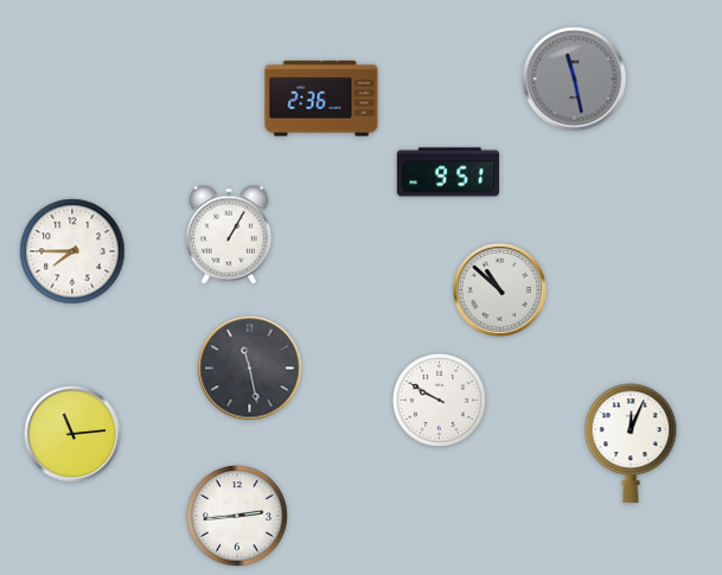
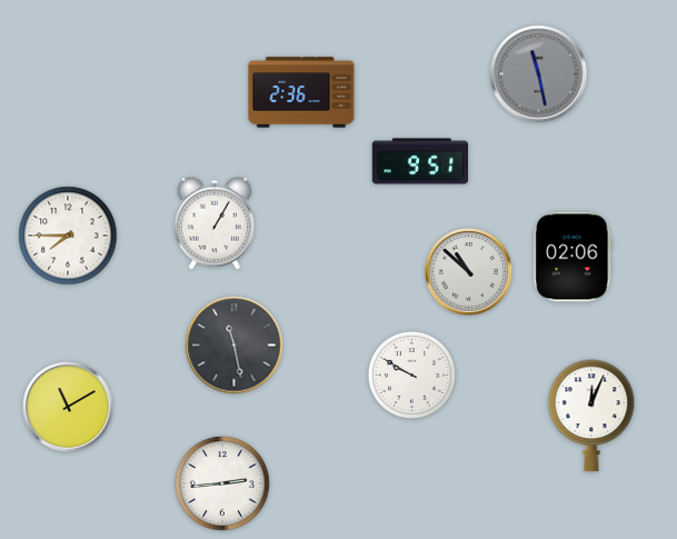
clock at (229, 235) position: (229, 235) -> (215, 223)
clock at (573, 257): none -> 02:06
clock at (72, 434): 11:14 -> 11:10
